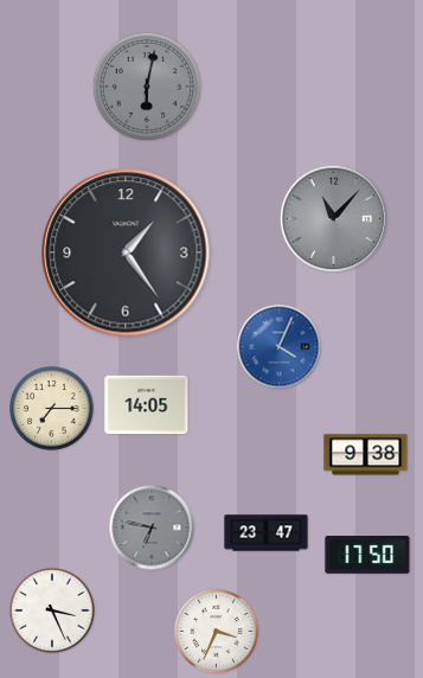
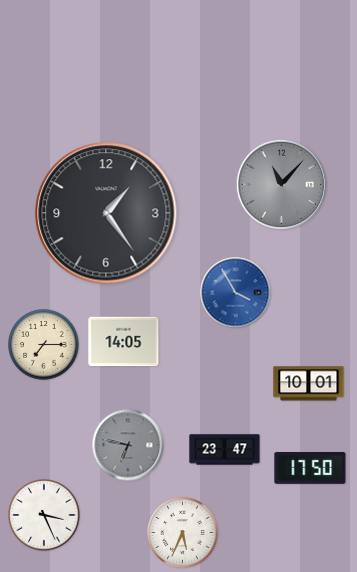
clock at (147, 87): 6:02 -> none
clock at (280, 347): 4:04 -> 3:55
clock at (366, 455): 9:38 -> 10:01
clock at (217, 632): 3:34 -> 5:34
